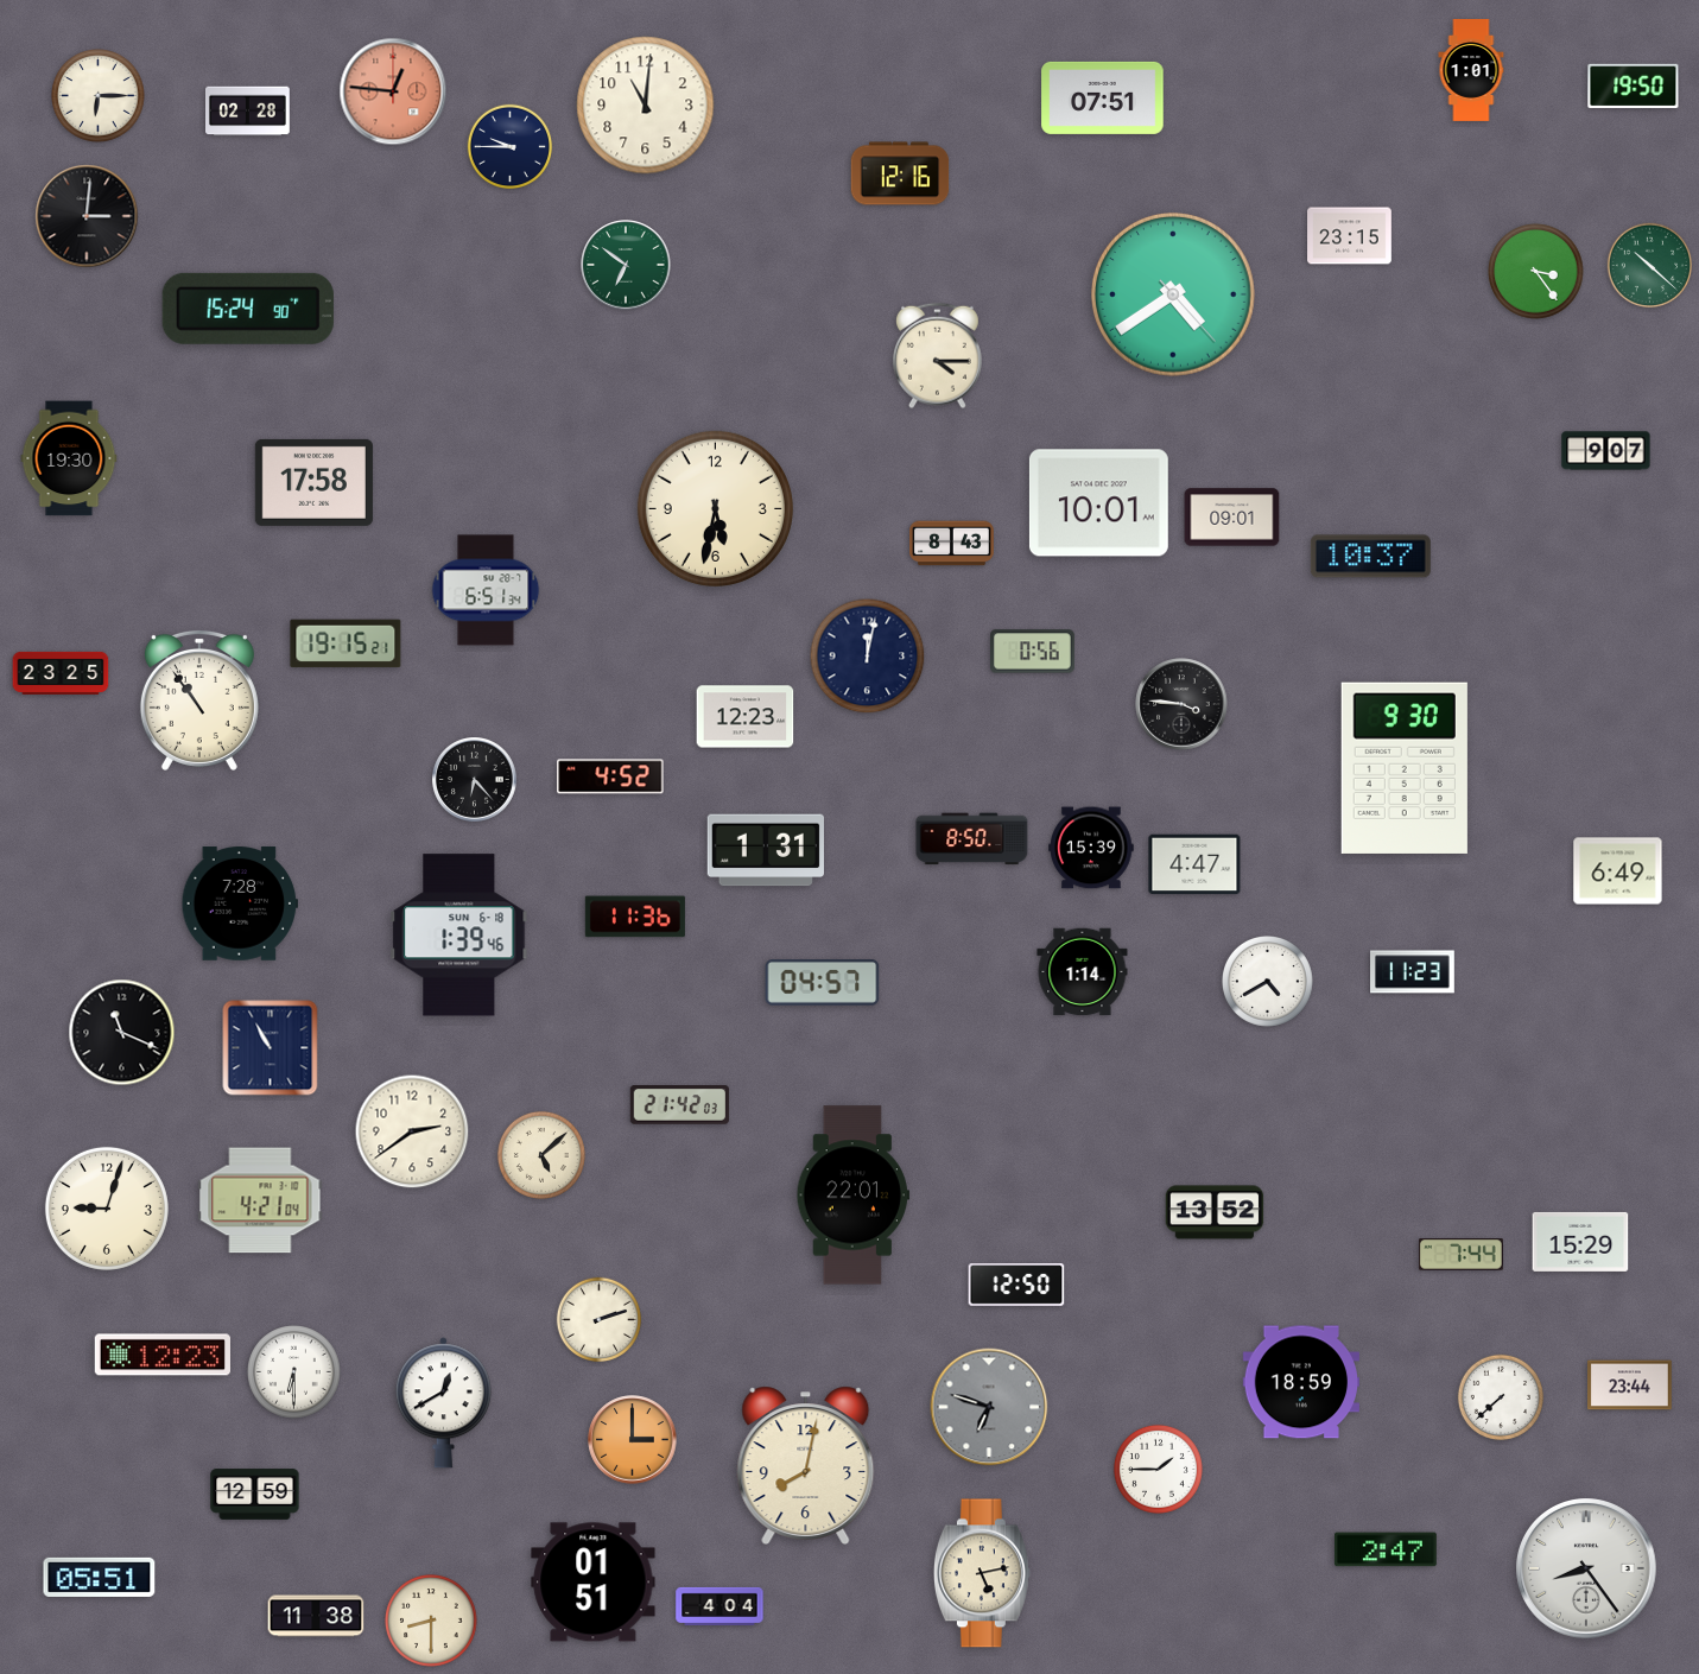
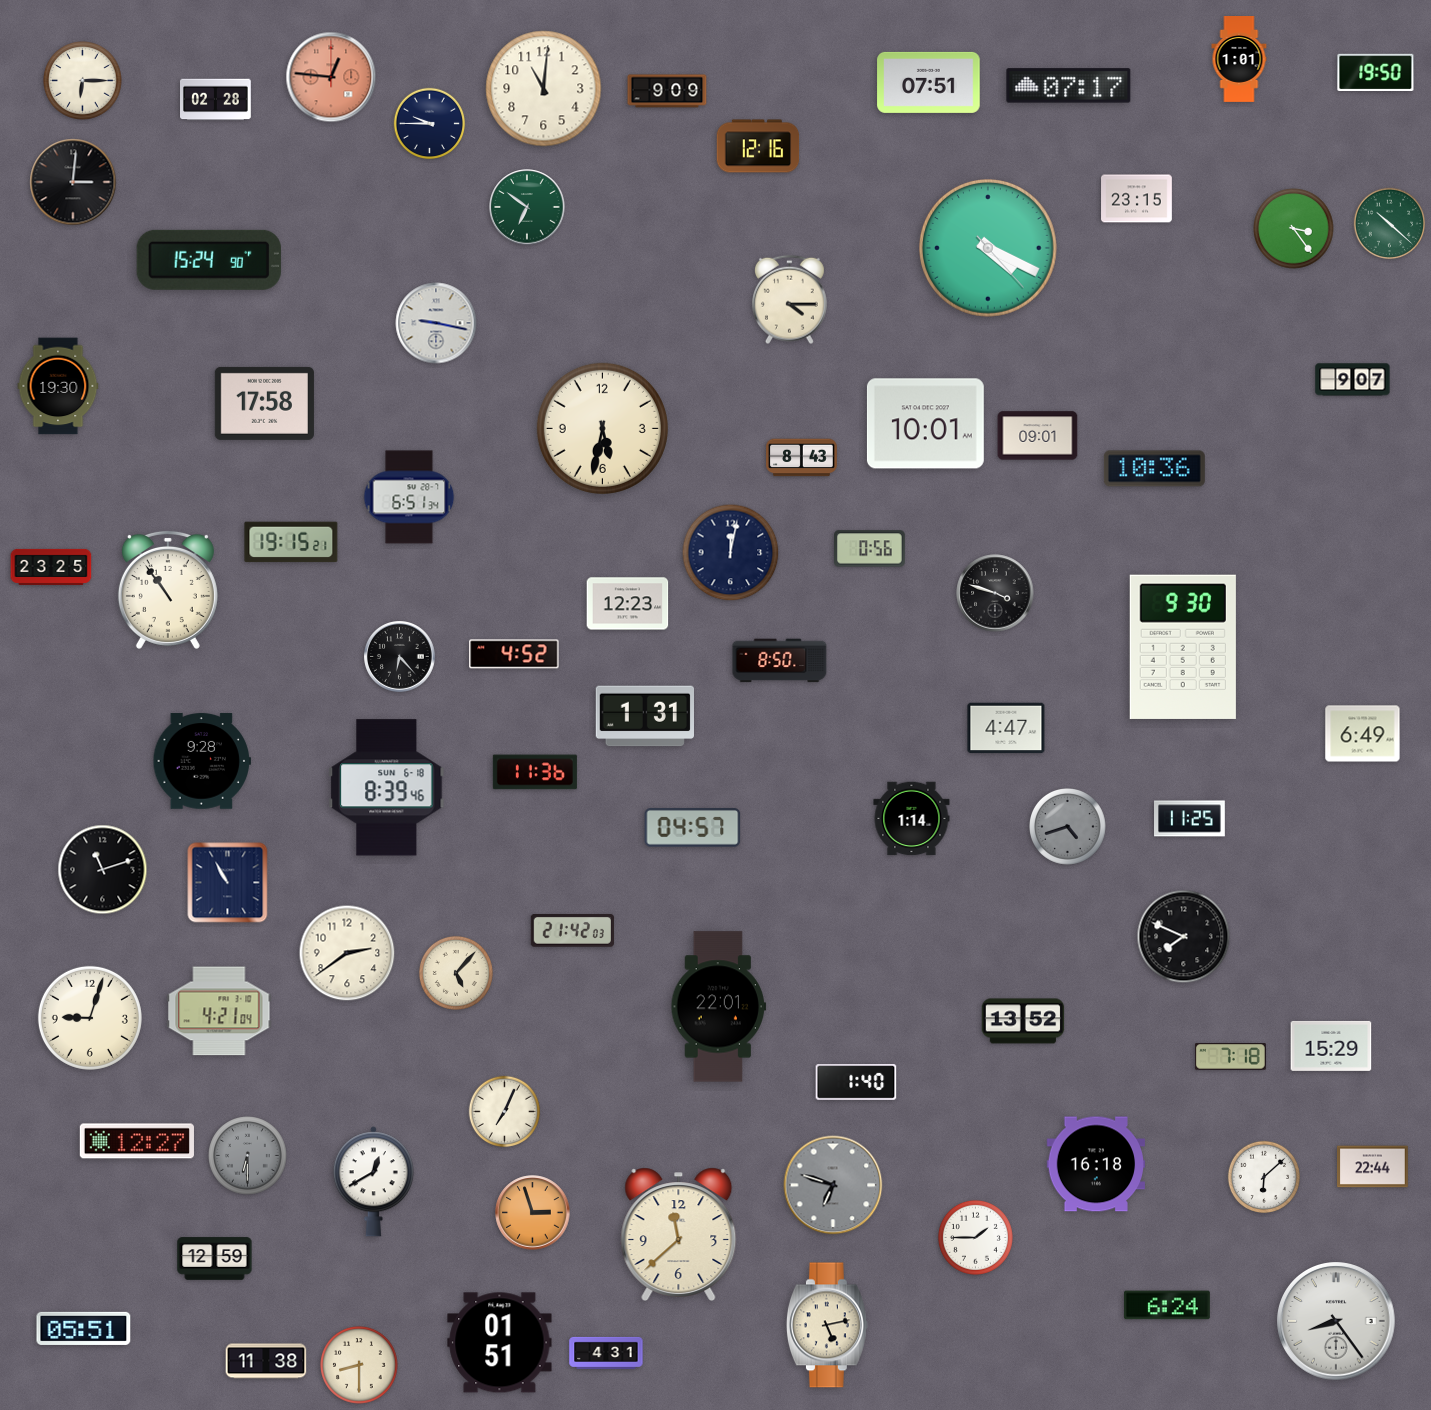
clock at (1069, 86): none -> 07:17
clock at (667, 91): none -> 9:09
clock at (248, 112) position: (248, 112) -> (216, 100)
clock at (626, 265) position: (626, 265) -> (527, 207)
clock at (1174, 296): 4:39 -> 4:19
clock at (436, 323): none -> 9:17
clock at (313, 482) position: (313, 482) -> (264, 403)
clock at (1370, 557): 10:37 -> 10:36
clock at (1181, 704): 3:46 -> 3:48
clock at (972, 839) position: (972, 839) -> (780, 661)
clock at (1091, 848): 15:39 -> none
clock at (239, 903): 7:28 -> 9:28
clock at (459, 936): 1:39 -> 8:39
clock at (1413, 972): 11:23 -> 11:25
clock at (1268, 982): 4:40 -> 4:42
clock at (1268, 982) dial: white -> grey
clock at (122, 1033): 11:19 -> 11:12
clock at (1184, 937): none -> 7:49
clock at (541, 1155): 5:08 -> 5:07
clock at (1462, 1255): 7:44 -> 7:18
clock at (1016, 1286): 12:50 -> 1:40
clock at (600, 1320): 2:12 -> 7:04
clock at (163, 1355): 12:23 -> 12:27
clock at (294, 1372) dial: white -> grey
clock at (1301, 1382): 18:59 -> 16:18
clock at (1630, 1386): 23:44 -> 22:44
clock at (1500, 1396): 7:38 -> 6:08
clock at (633, 1440): 3:00 -> 2:57
clock at (806, 1465): 8:02 -> 11:38
clock at (1386, 1549): 2:47 -> 6:24
clock at (594, 1583) position: (594, 1583) -> (500, 1343)
clock at (719, 1606): 4:04 -> 4:31
clock at (431, 1621) position: (431, 1621) -> (359, 1365)
